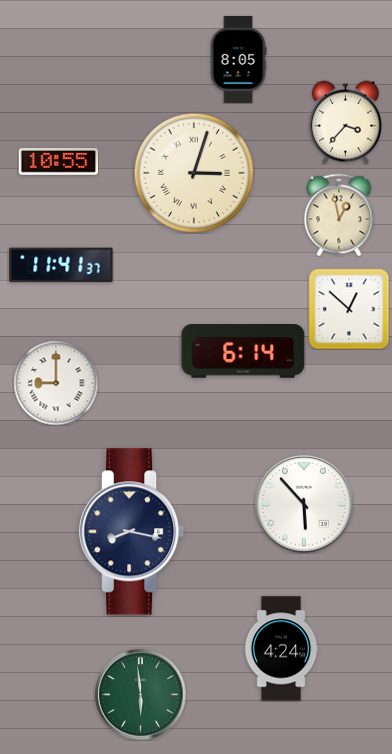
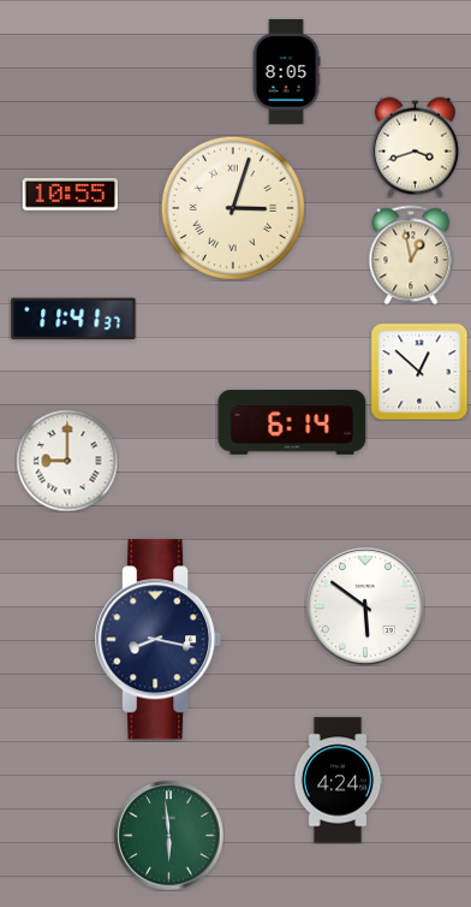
clock at (345, 122): 3:37 -> 3:42
clock at (339, 215) position: (339, 215) -> (411, 255)
clock at (304, 504): 5:53 -> 5:51
